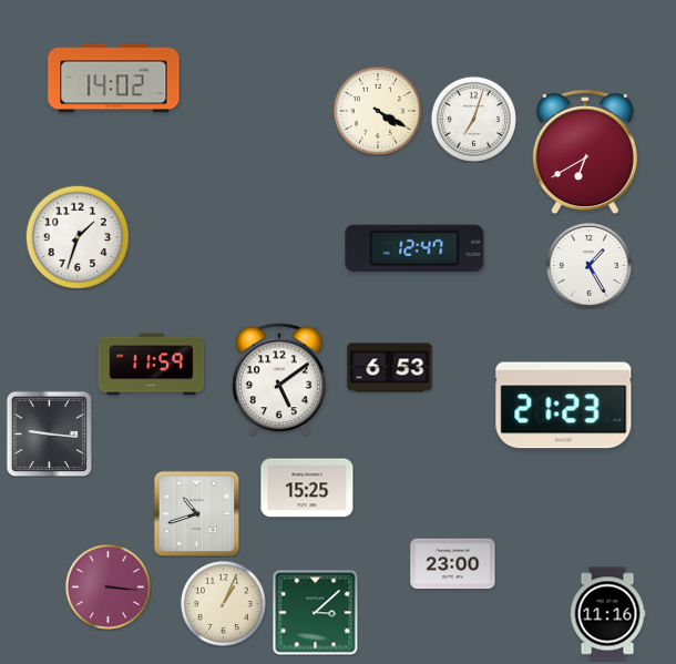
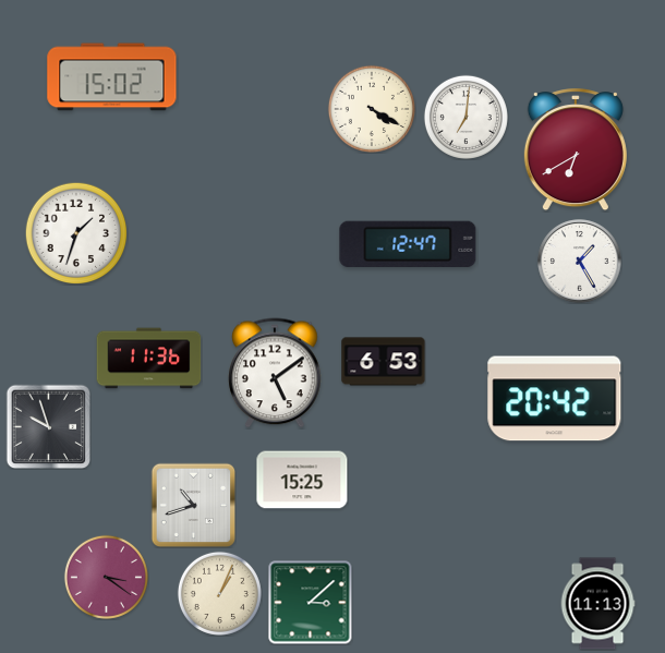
clock at (114, 79): 14:02 -> 15:02
clock at (473, 119): 7:03 -> 7:01
clock at (152, 365): 11:59 -> 11:36
clock at (564, 406): 21:23 -> 20:42
clock at (49, 433): 9:16 -> 9:57
clock at (453, 564): 23:00 -> none
clock at (107, 586): 3:16 -> 3:21
clock at (607, 614): 11:16 -> 11:13
